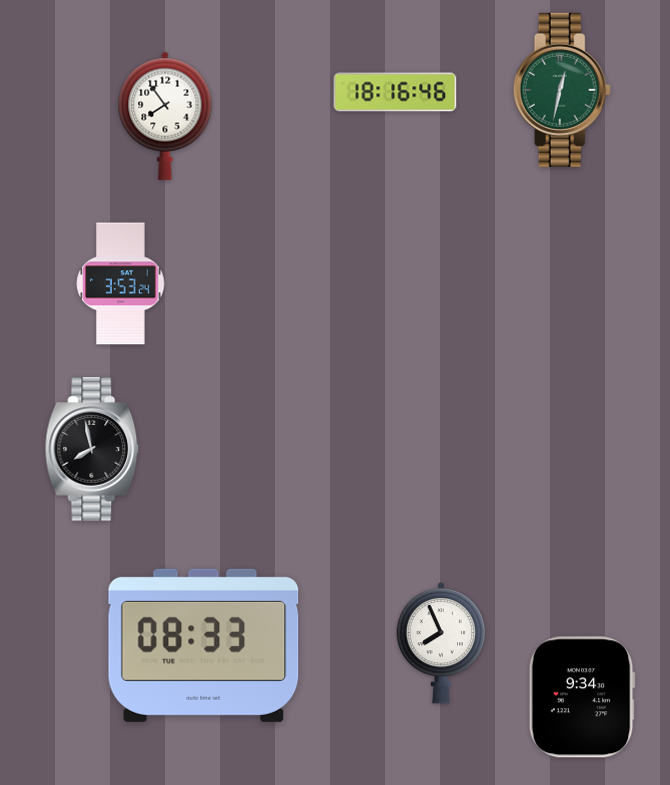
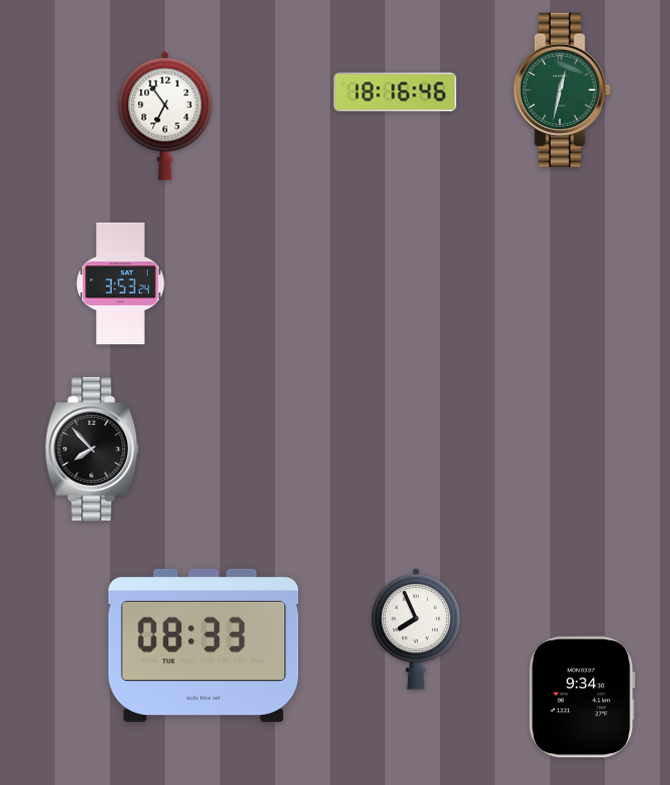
clock at (165, 116): 7:54 -> 6:54
clock at (92, 449): 7:58 -> 7:53
clock at (441, 643) position: (441, 643) -> (416, 629)
